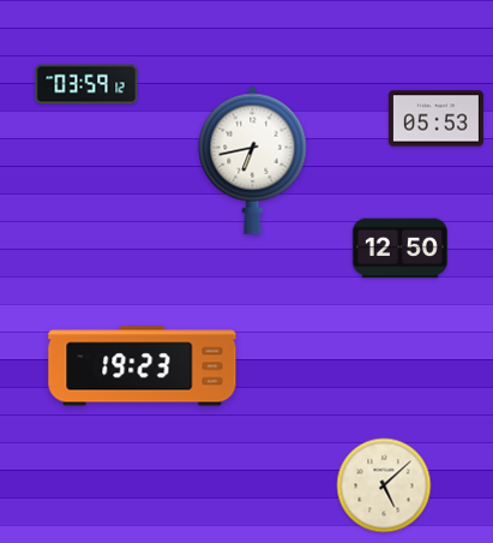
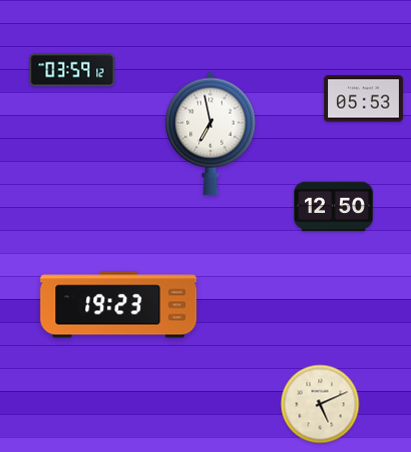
clock at (253, 160): 6:43 -> 6:58
clock at (384, 485): 5:08 -> 5:11
